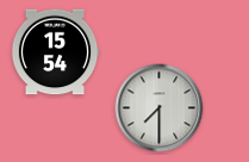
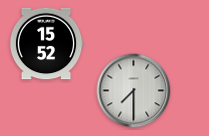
clock at (55, 52): 15:54 -> 15:52
